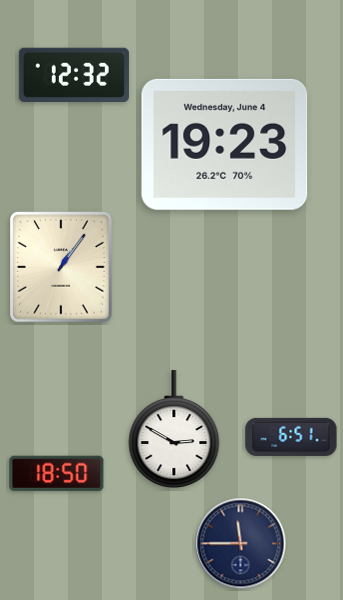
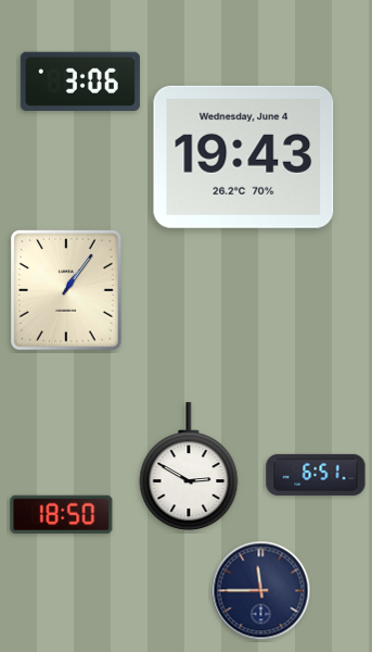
clock at (74, 74): 12:32 -> 3:06
clock at (225, 144): 19:23 -> 19:43
